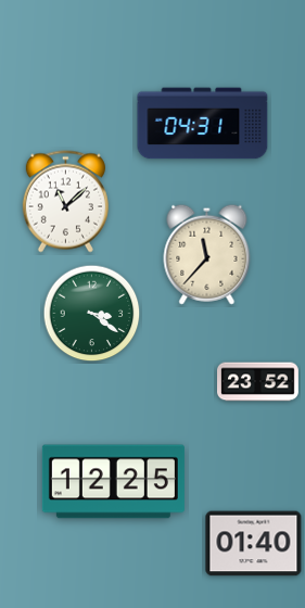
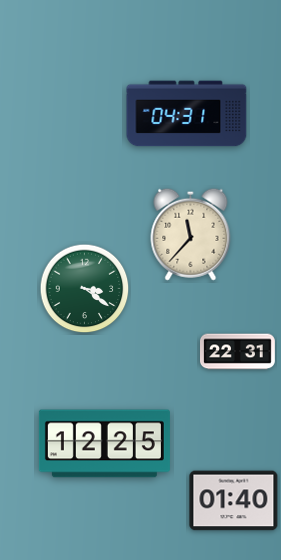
clock at (65, 202): 11:08 -> none
clock at (258, 382): 23:52 -> 22:31
